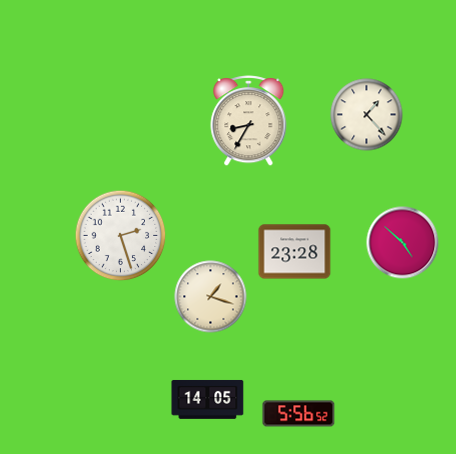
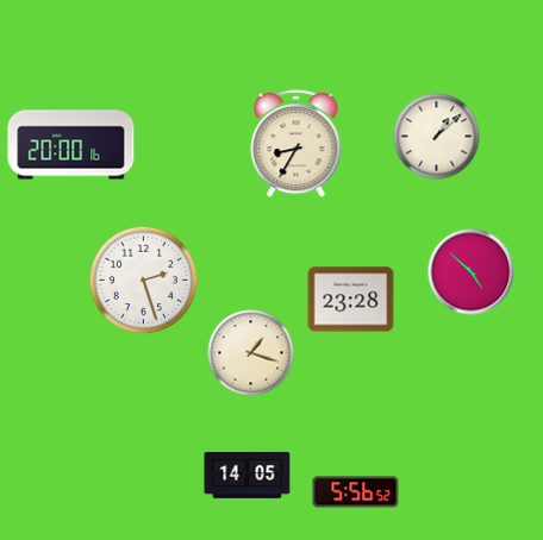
clock at (367, 115): 1:23 -> 1:08
clock at (71, 145): none -> 20:00
clock at (403, 243) position: (403, 243) -> (472, 272)
